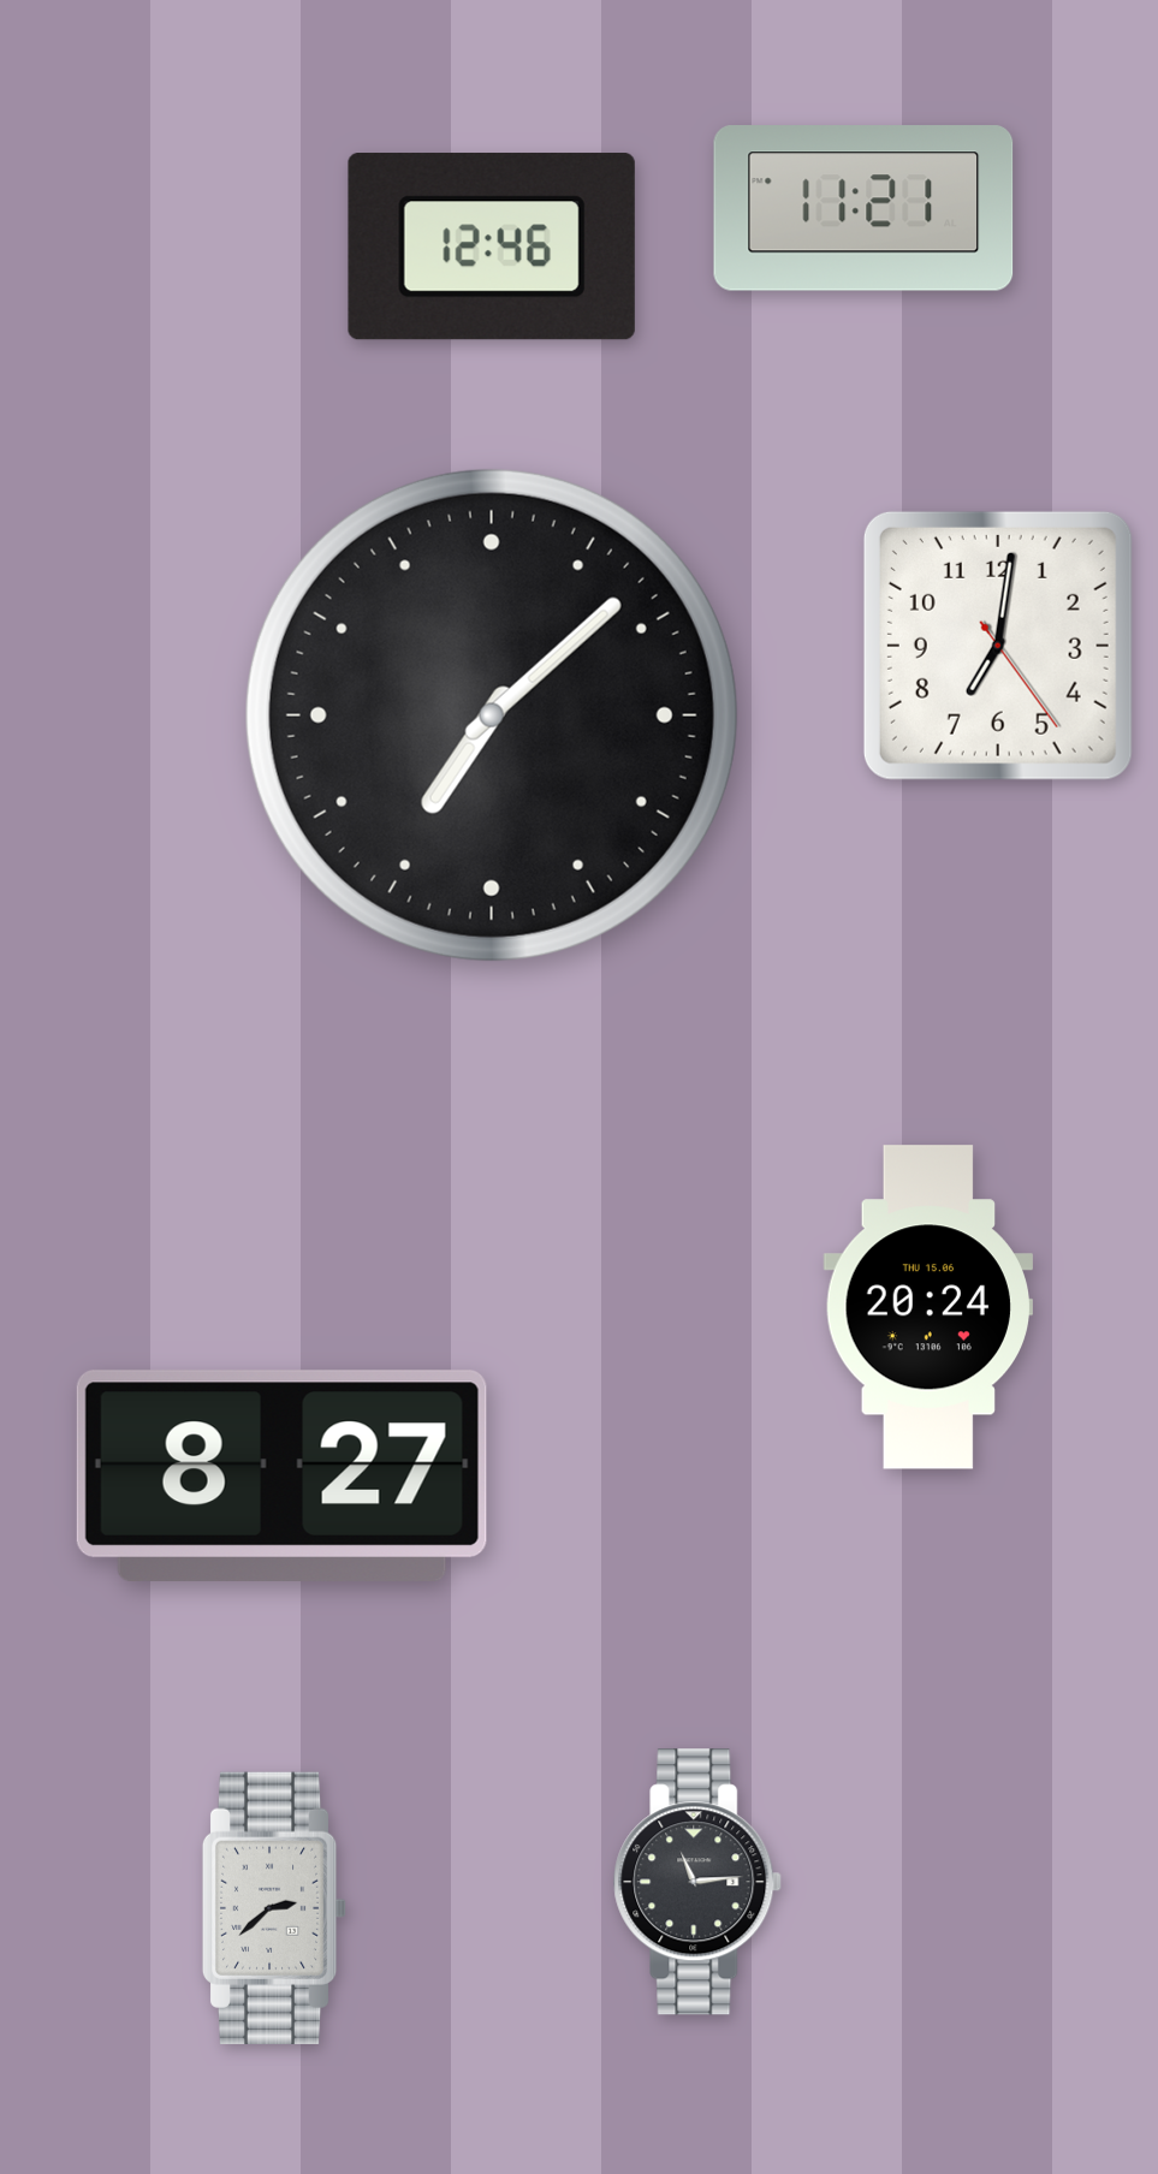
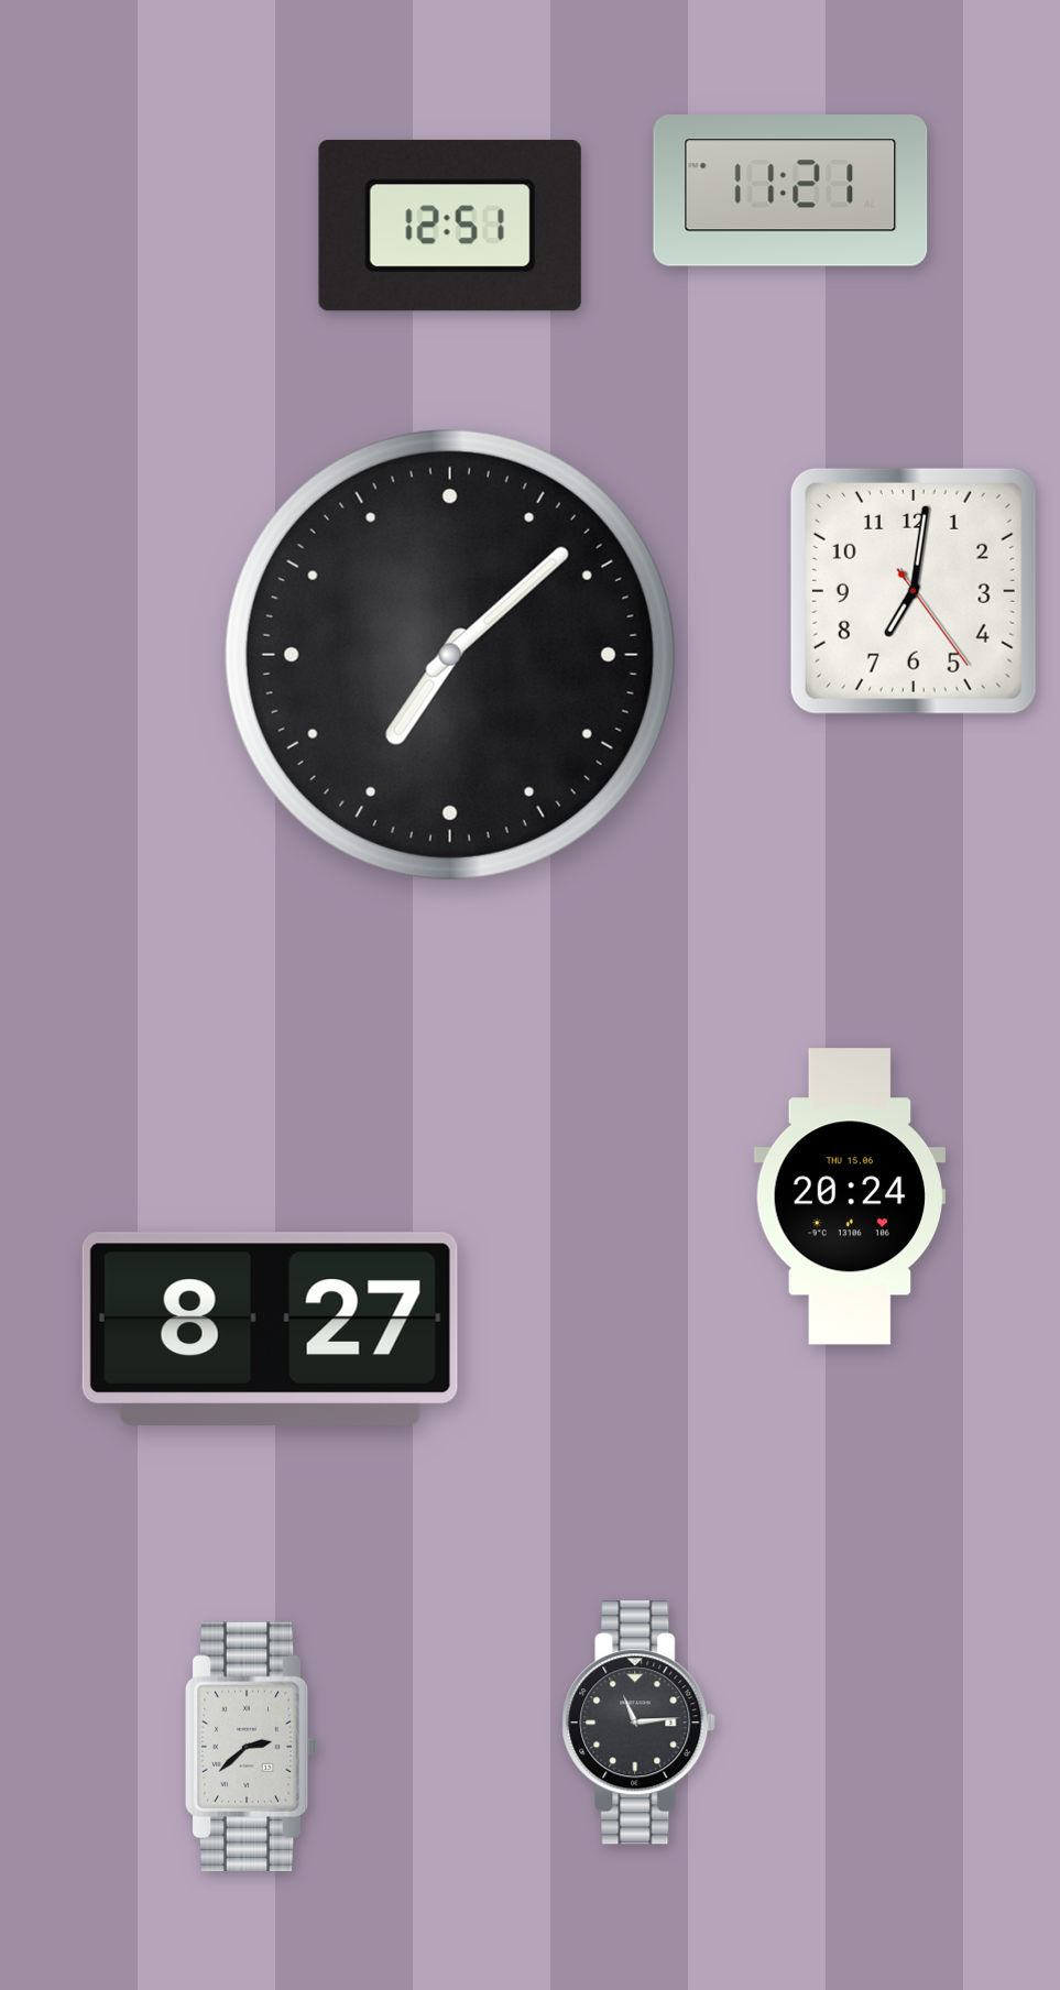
clock at (492, 246): 12:46 -> 12:51
clock at (281, 1475) position: (281, 1475) -> (270, 1329)
